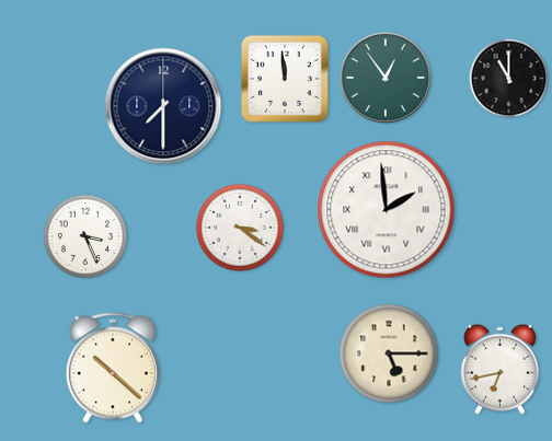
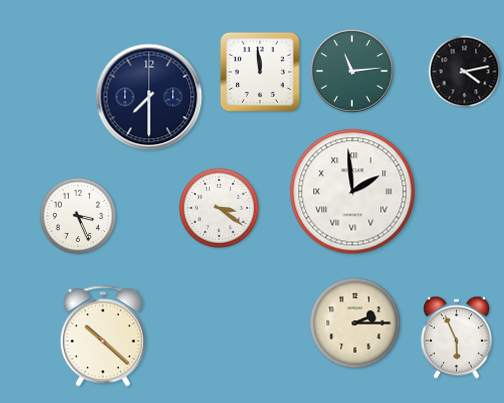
clock at (386, 78): 12:54 -> 11:14
clock at (509, 79): 11:00 -> 4:13
clock at (389, 353): 5:15 -> 2:15
clock at (499, 369): 6:43 -> 5:56
